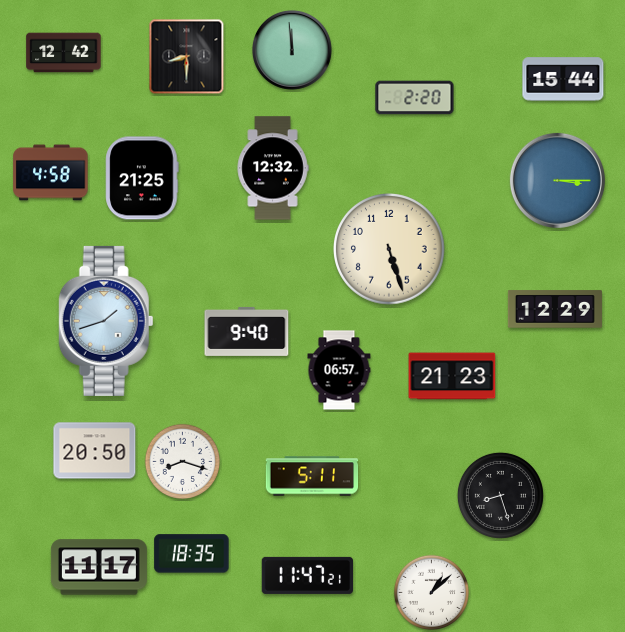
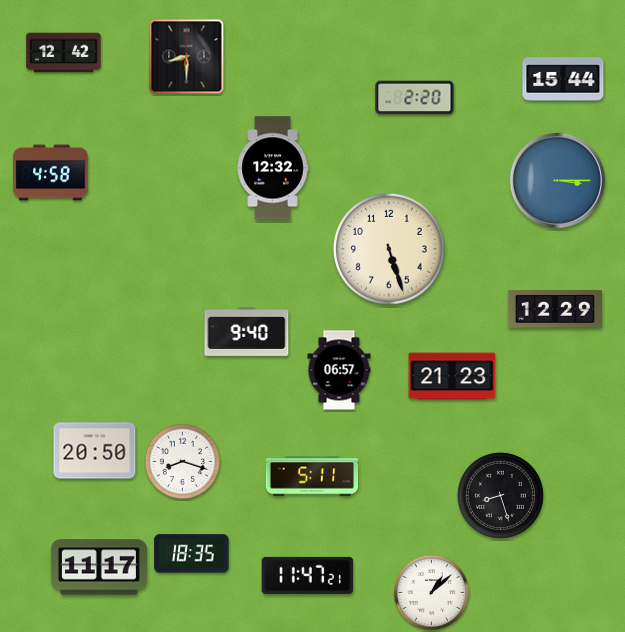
clock at (292, 50): 11:59 -> none
clock at (142, 178): 21:25 -> none
clock at (106, 321): 1:42 -> none
